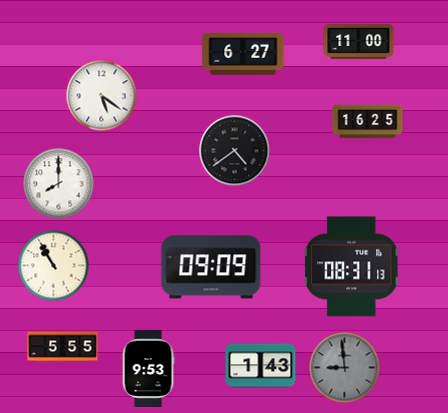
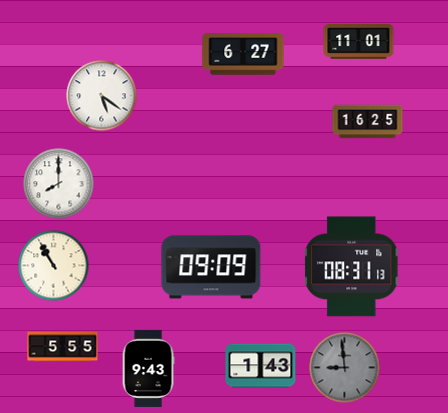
clock at (359, 42): 11:00 -> 11:01
clock at (235, 151): 4:39 -> none
clock at (148, 368): 9:53 -> 9:43
